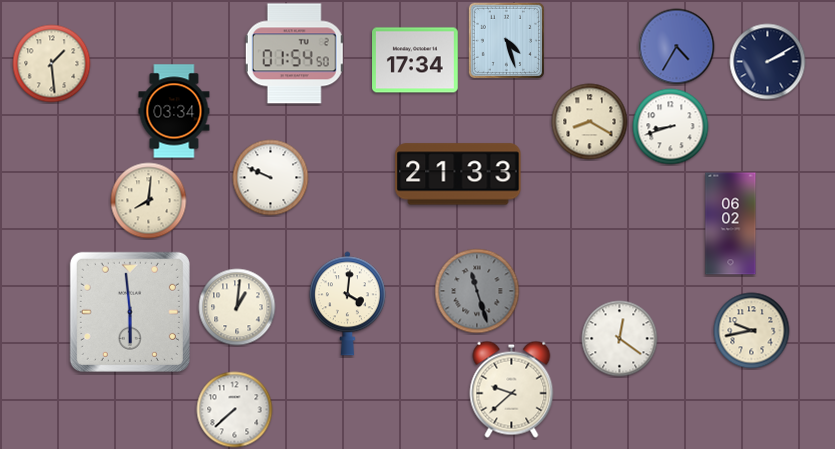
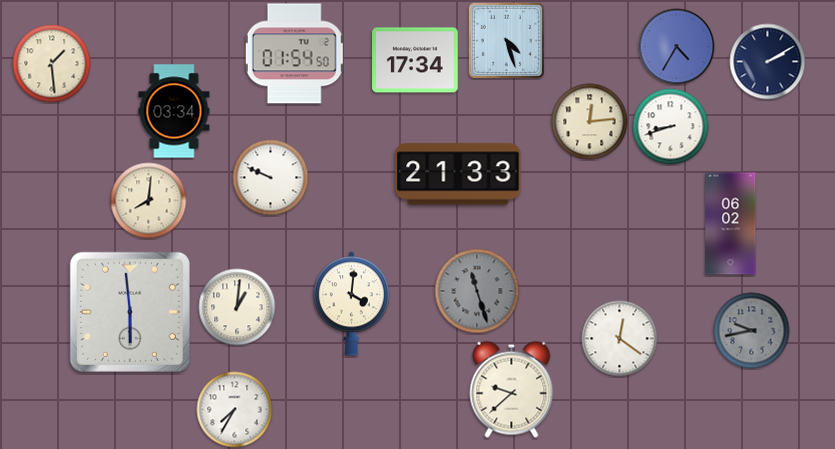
clock at (590, 122): 8:20 -> 12:14
clock at (347, 304) position: (347, 304) -> (351, 304)
clock at (752, 331) dial: cream -> grey
clock at (235, 410): 7:38 -> 7:35
